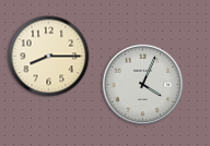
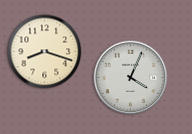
clock at (49, 57): 8:15 -> 8:18
